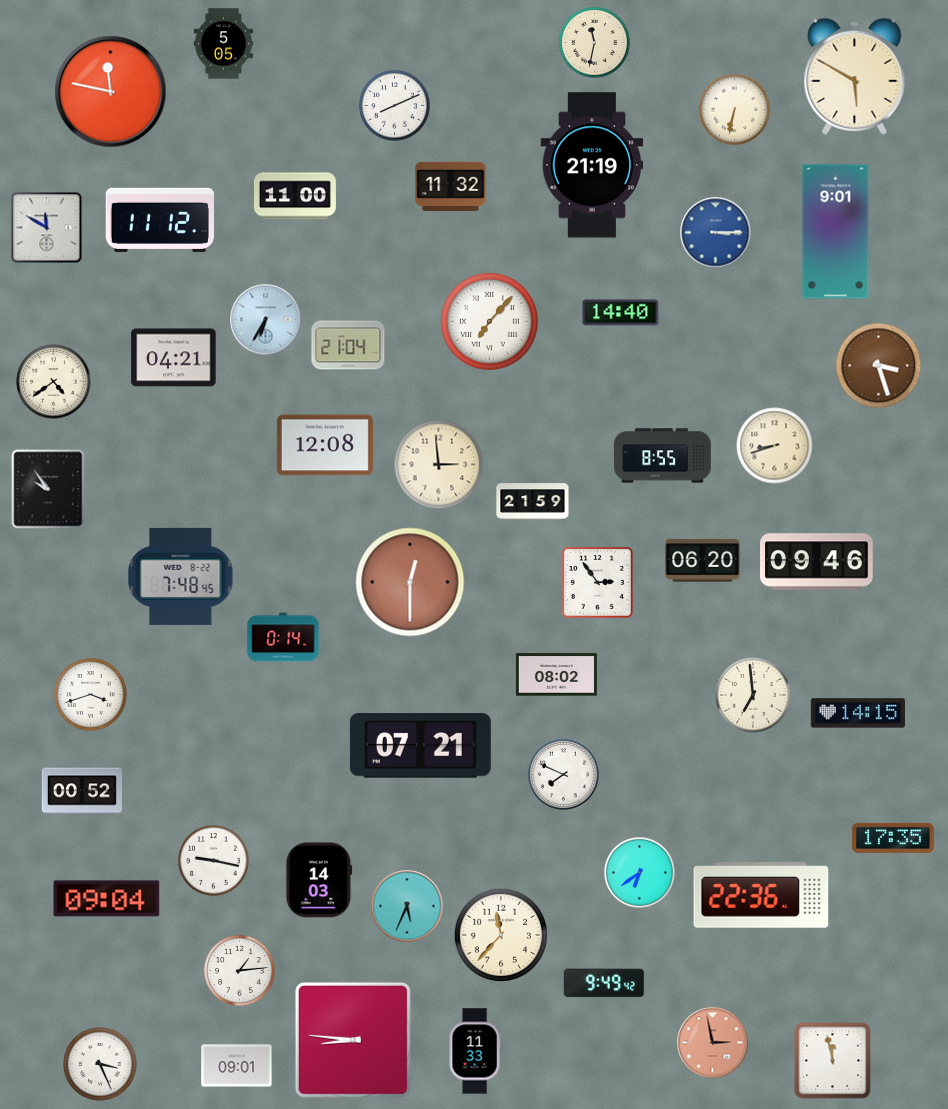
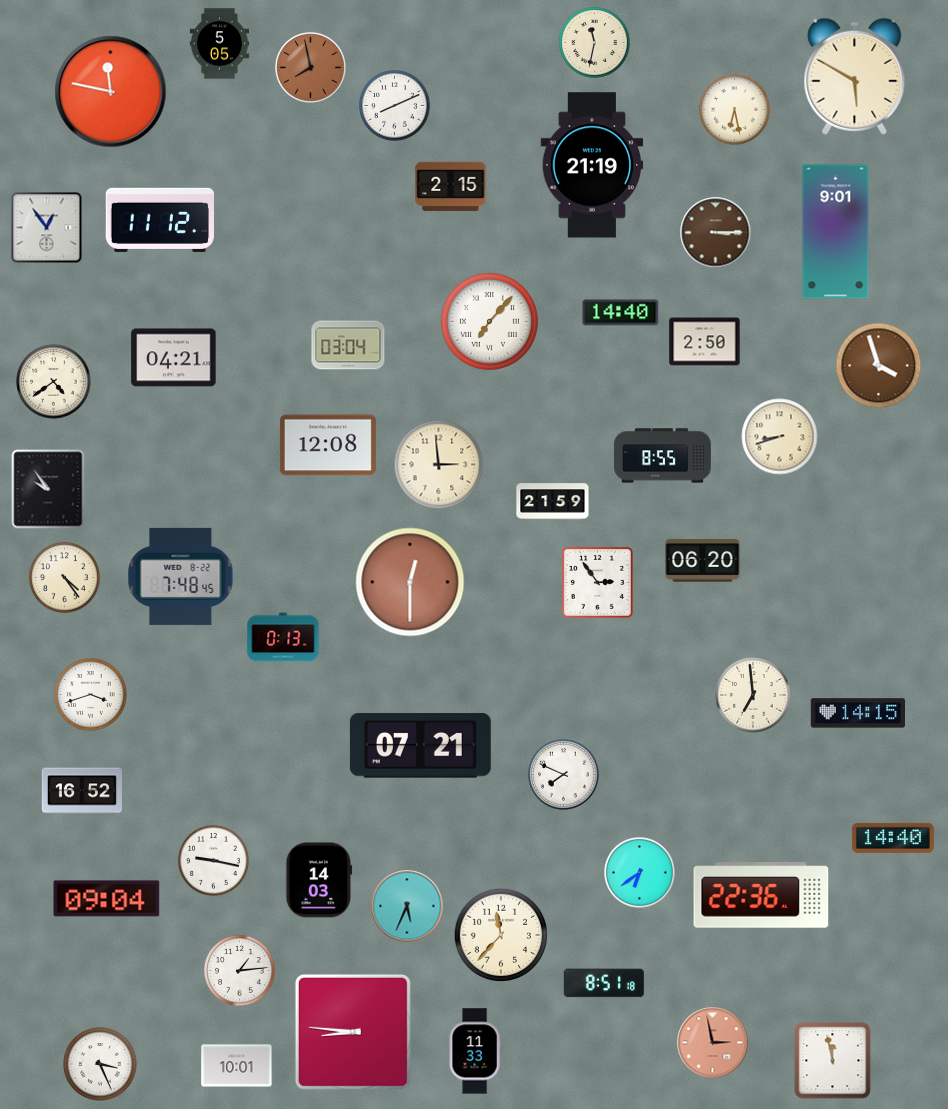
clock at (224, 44) position: (224, 44) -> (220, 44)
clock at (311, 68): none -> 7:58
clock at (735, 110): 6:32 -> 6:28
clock at (451, 187): 11:32 -> 2:15
clock at (296, 196): 11:00 -> none
clock at (47, 228): 11:50 -> 12:54
clock at (716, 233) dial: blue -> brown
clock at (266, 320): 6:35 -> none
clock at (705, 342): none -> 2:50
clock at (348, 345): 21:04 -> 03:04
clock at (879, 366): 3:27 -> 3:57
clock at (325, 445) position: (325, 445) -> (328, 445)
clock at (775, 446) position: (775, 446) -> (780, 437)
clock at (533, 502) position: (533, 502) -> (553, 502)
clock at (817, 562): 09:46 -> none
clock at (65, 578): none -> 4:24
clock at (283, 637): 0:14 -> 0:13
clock at (556, 675): 08:02 -> none
clock at (82, 791): 00:52 -> 16:52
clock at (893, 838): 17:35 -> 14:40
clock at (604, 983): 9:49 -> 8:51
clock at (353, 1040) position: (353, 1040) -> (353, 1032)
clock at (237, 1066): 09:01 -> 10:01
